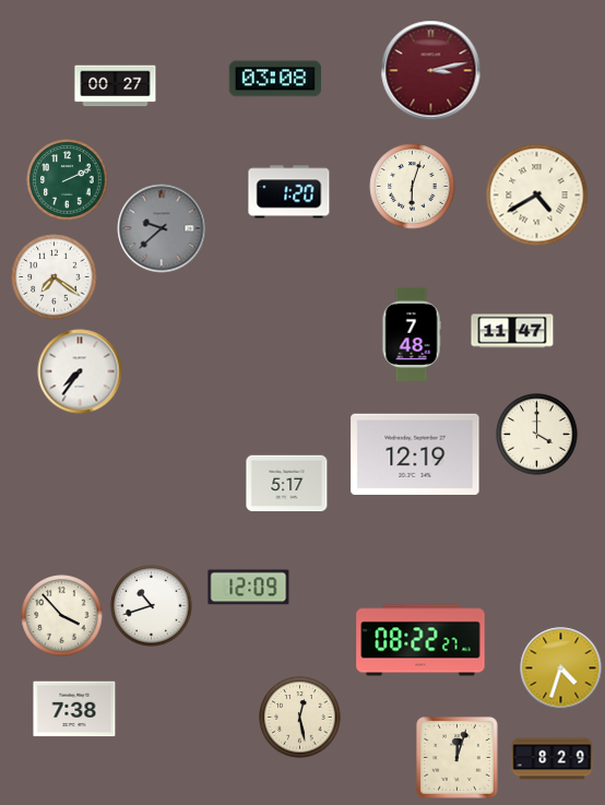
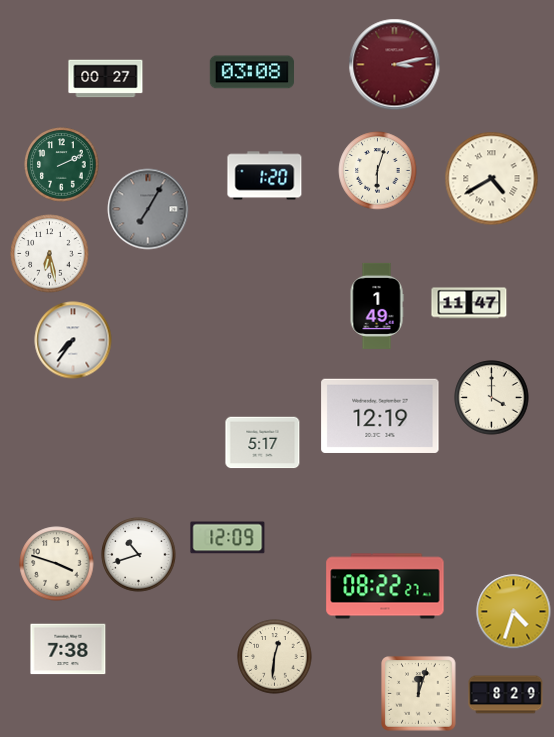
clock at (162, 228): 9:38 -> 7:05
clock at (55, 277): 7:21 -> 6:28
clock at (412, 334): 7:48 -> 1:49
clock at (62, 616): 3:53 -> 3:48
clock at (300, 718): 12:28 -> 12:31
